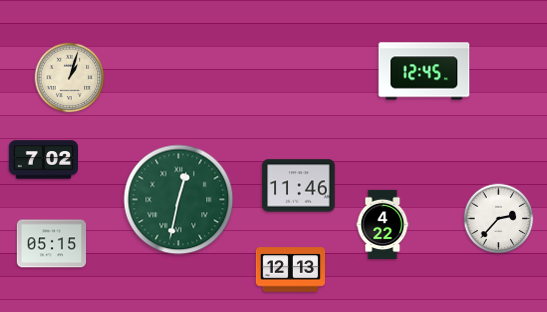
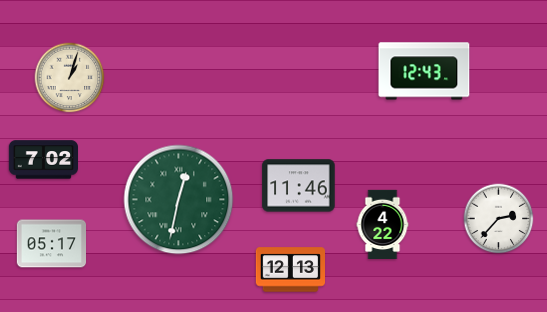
clock at (424, 71): 12:45 -> 12:43
clock at (51, 244): 05:15 -> 05:17
